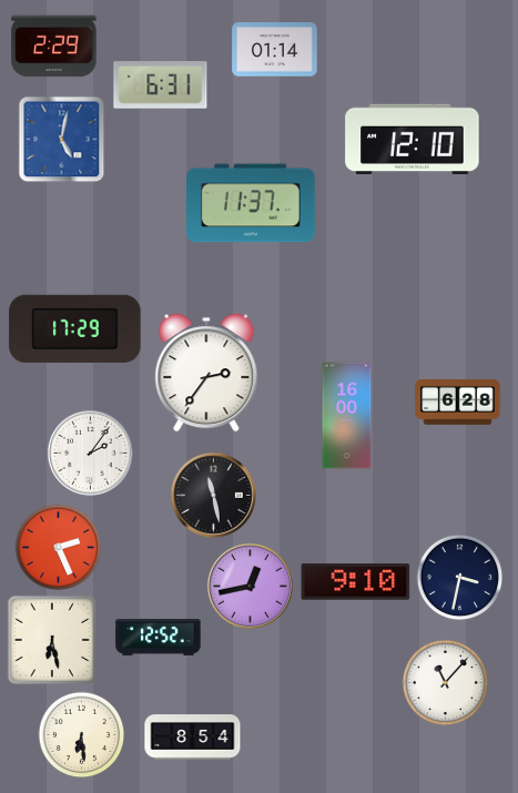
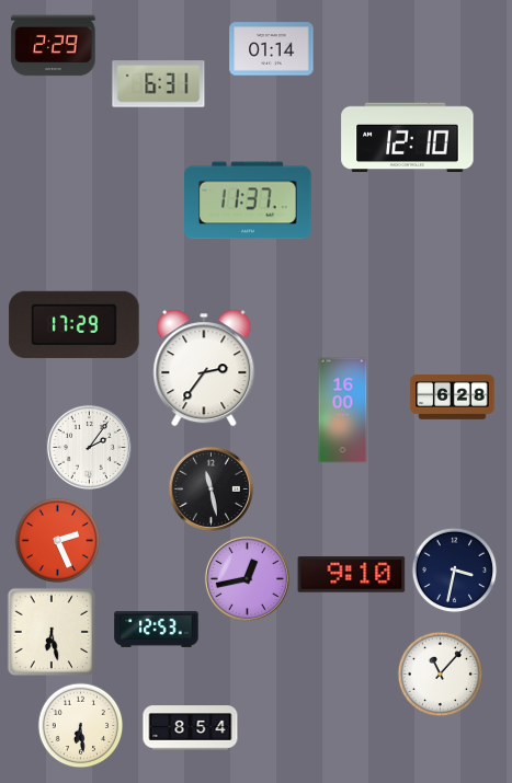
clock at (61, 139): 5:02 -> none
clock at (159, 637): 12:52 -> 12:53
